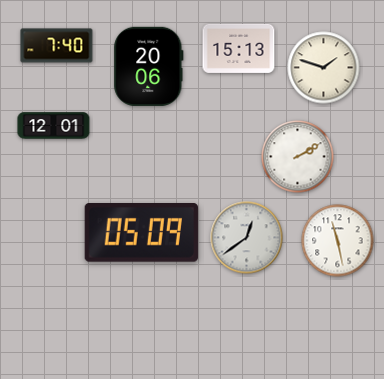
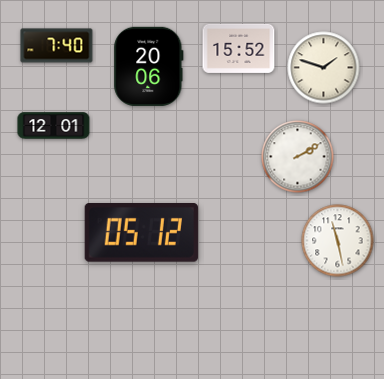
clock at (239, 48): 15:13 -> 15:52
clock at (141, 233): 05:09 -> 05:12
clock at (247, 238): 12:39 -> none
